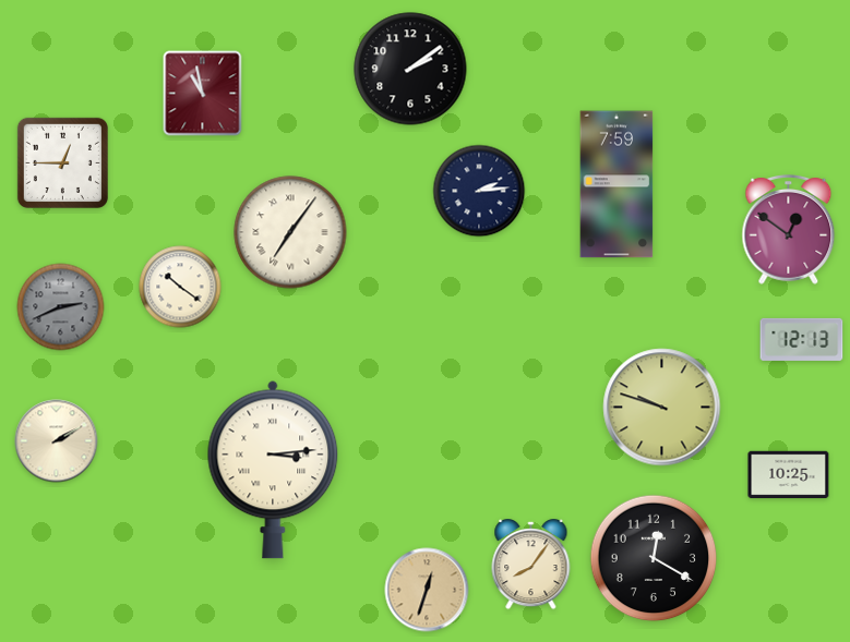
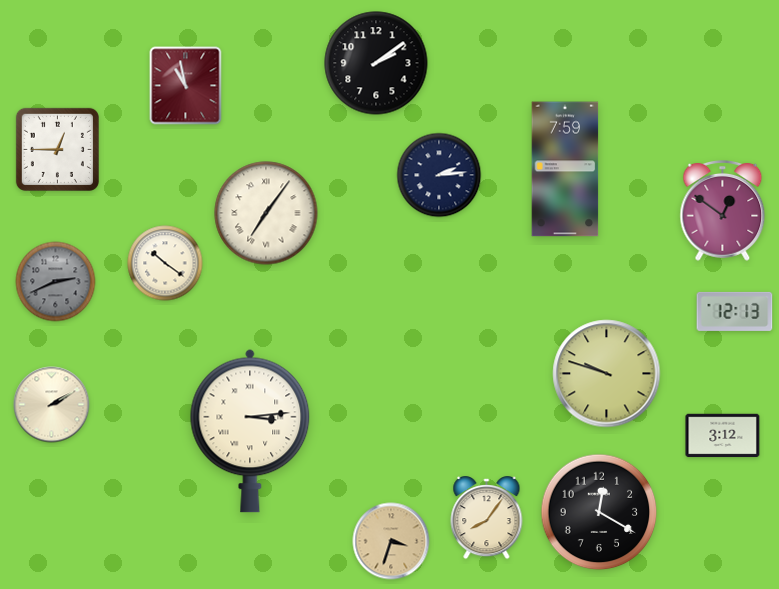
clock at (789, 475): 10:25 -> 3:12
clock at (427, 590): 12:33 -> 3:33
